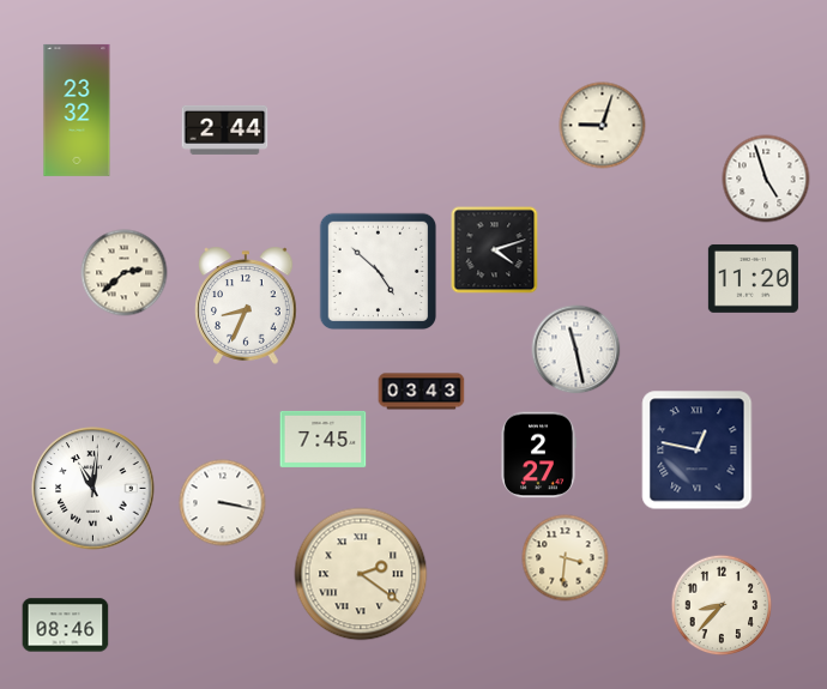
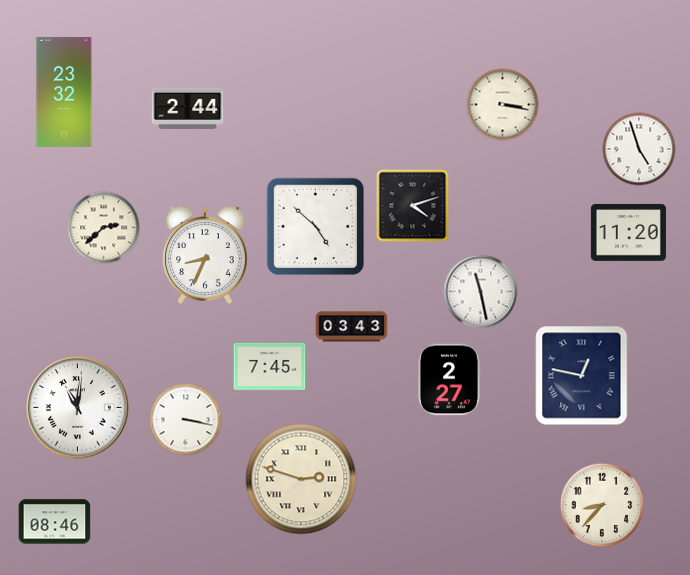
clock at (603, 126): 9:03 -> 3:17
clock at (495, 250) position: (495, 250) -> (413, 206)
clock at (566, 558): 3:31 -> none
clock at (361, 574): 2:21 -> 2:48
